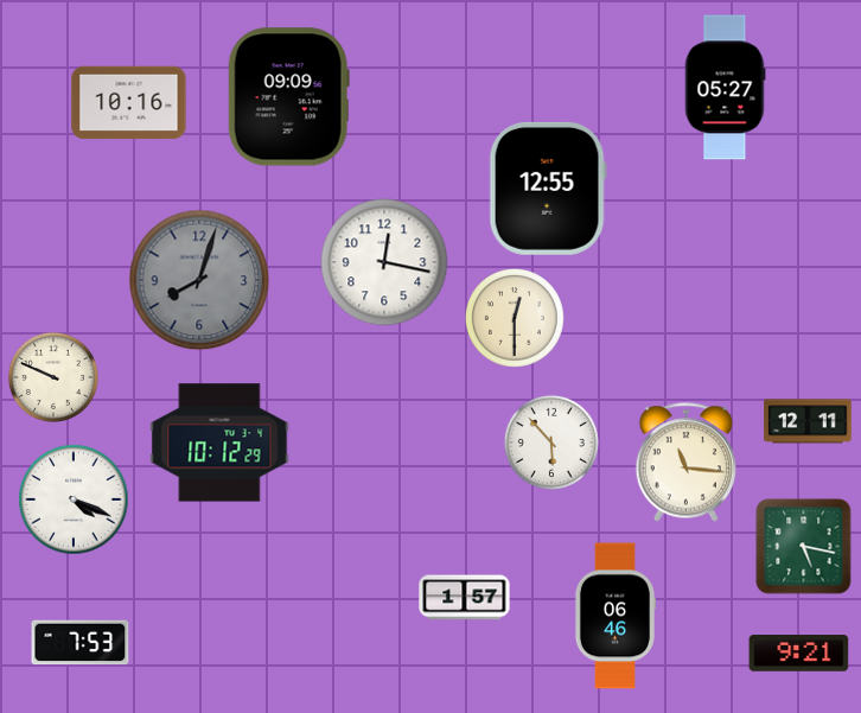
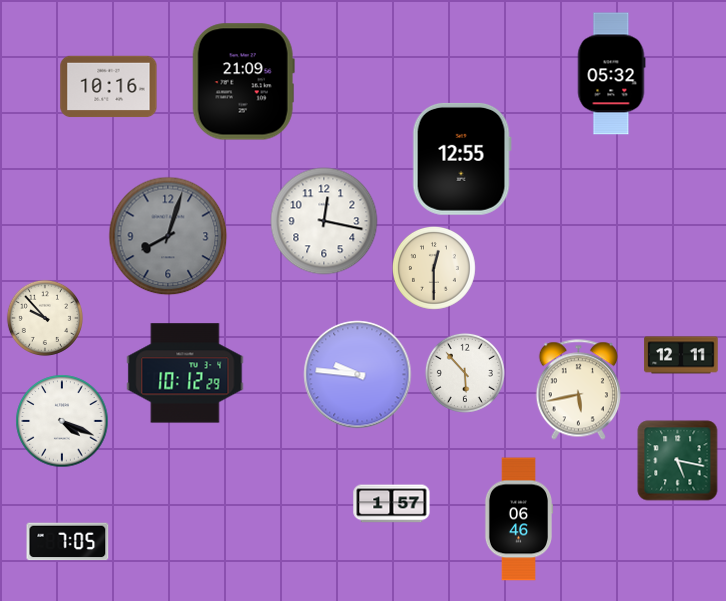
clock at (725, 88): 05:27 -> 05:32
clock at (288, 97): 09:09 -> 21:09
clock at (53, 377): 9:49 -> 9:53
clock at (358, 375): none -> 9:46
clock at (685, 463): 11:16 -> 5:43
clock at (81, 643): 7:53 -> 7:05
clock at (799, 654): 9:21 -> none
